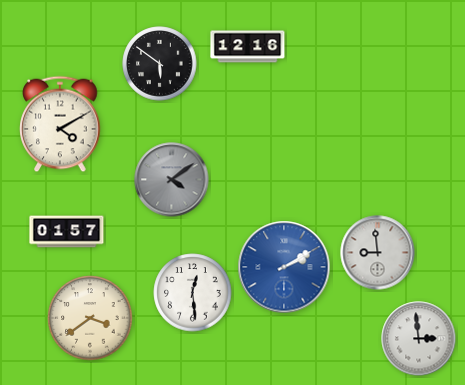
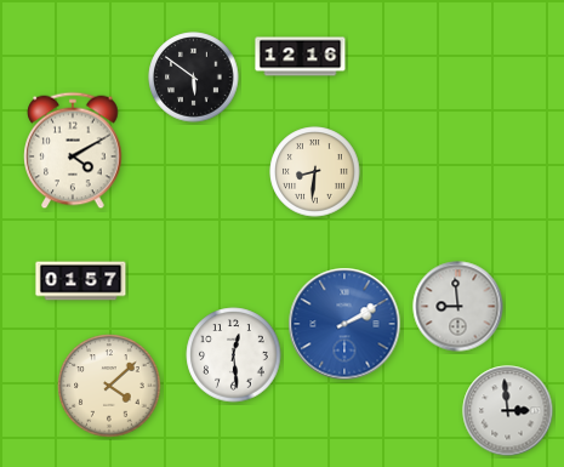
clock at (315, 172): none -> 8:31
clock at (172, 180): 4:09 -> none
clock at (90, 318): 3:39 -> 4:08
